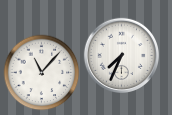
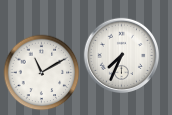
clock at (42, 73): 11:07 -> 11:10
